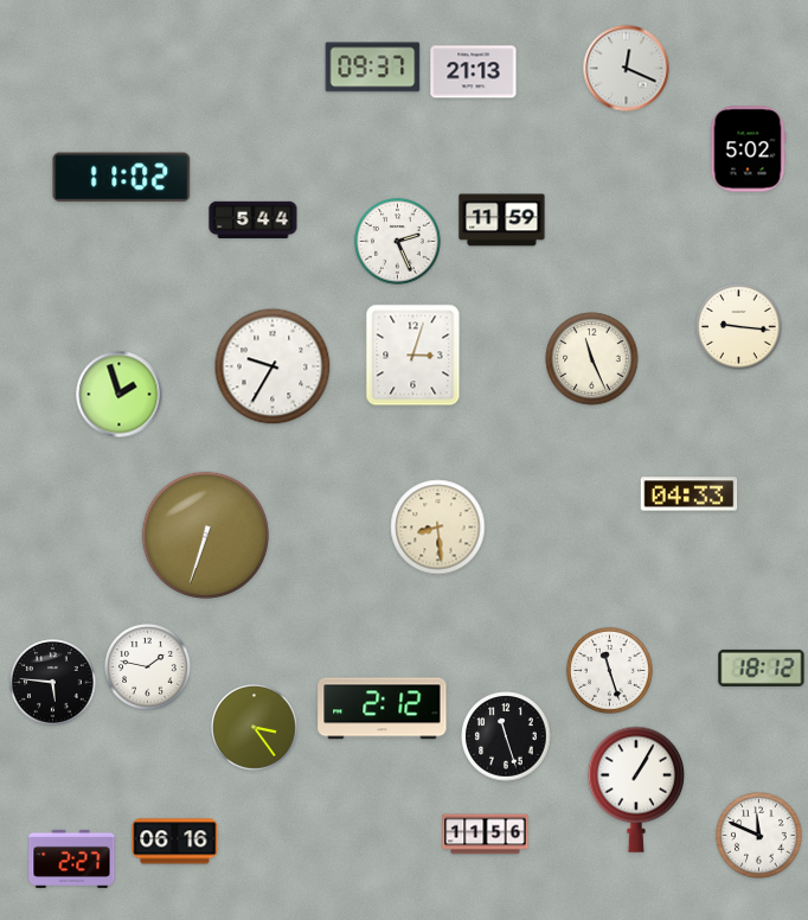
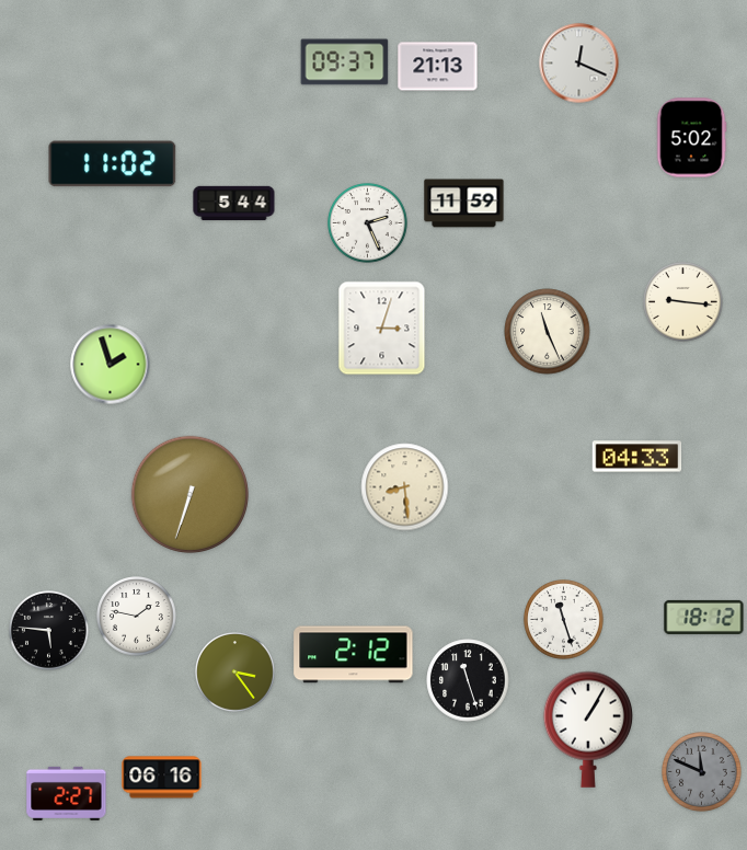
clock at (272, 366): 9:35 -> none
clock at (486, 835): 11:56 -> none
clock at (759, 836) dial: white -> grey
